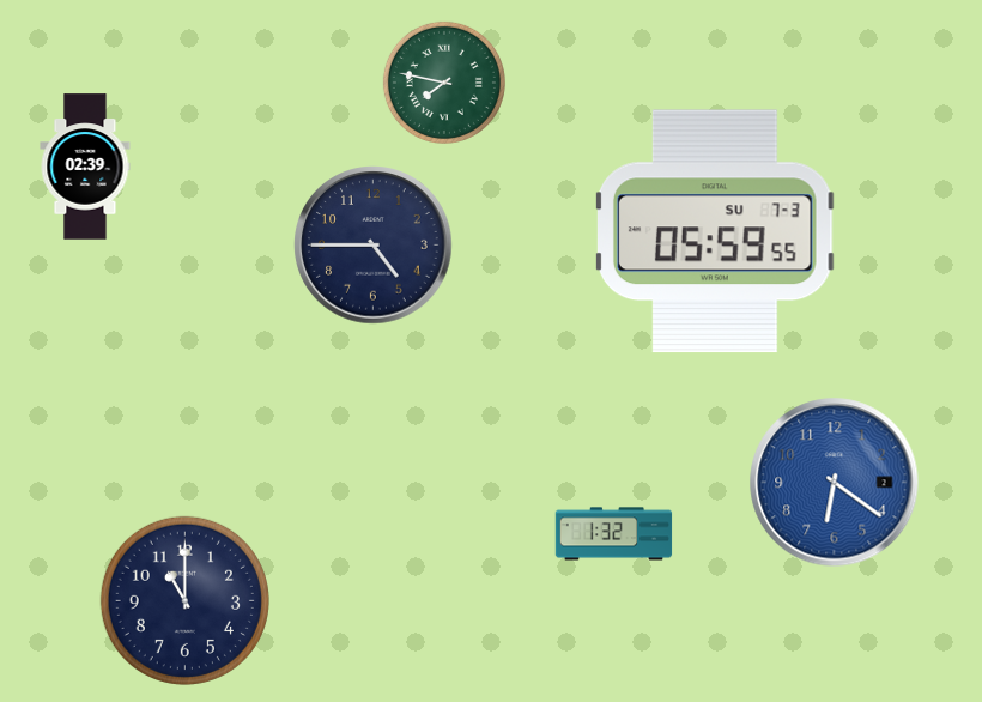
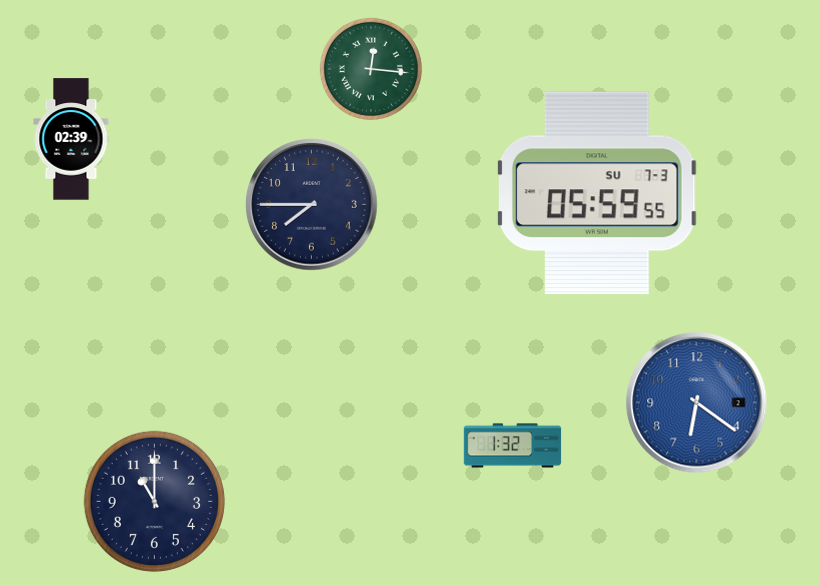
clock at (444, 83): 7:47 -> 12:16
clock at (374, 246): 4:45 -> 7:45
